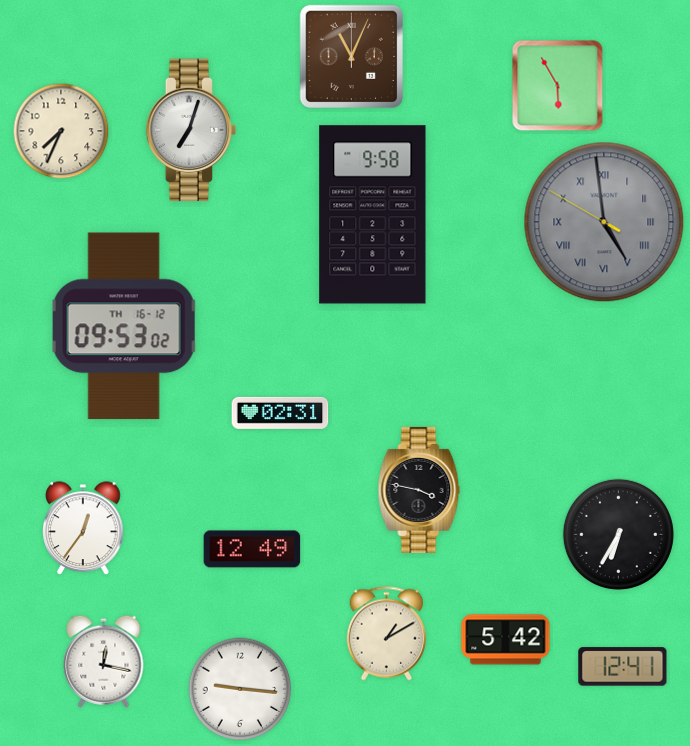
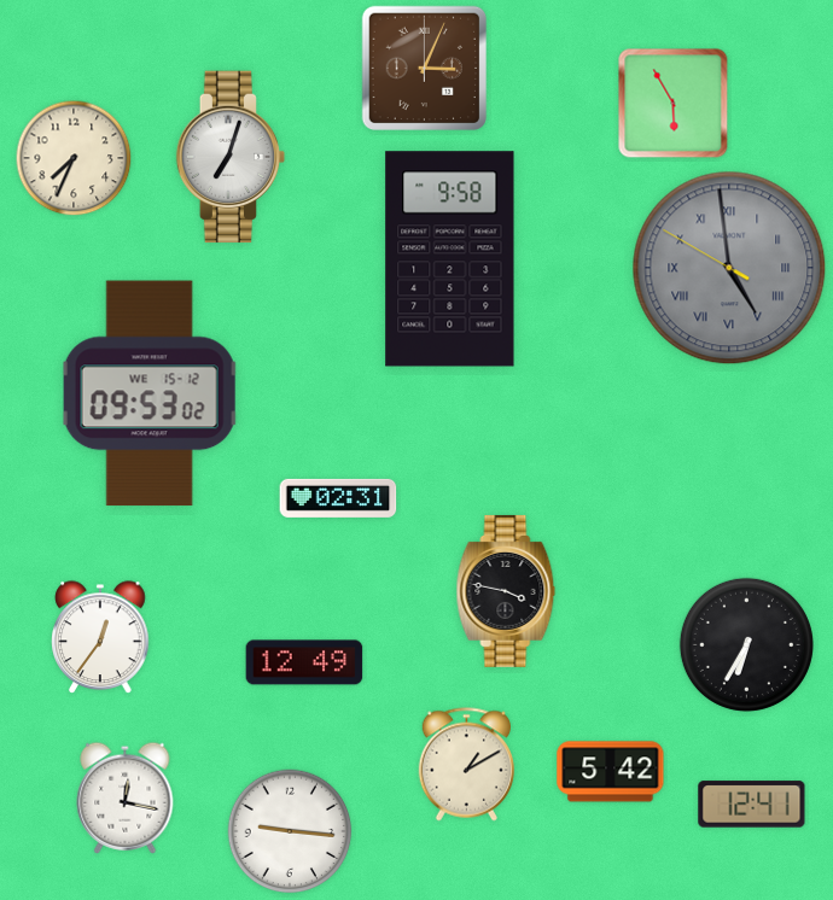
clock at (351, 56): 11:04 -> 3:04
clock at (124, 326) date: TH 16-12 -> WE 15-12
